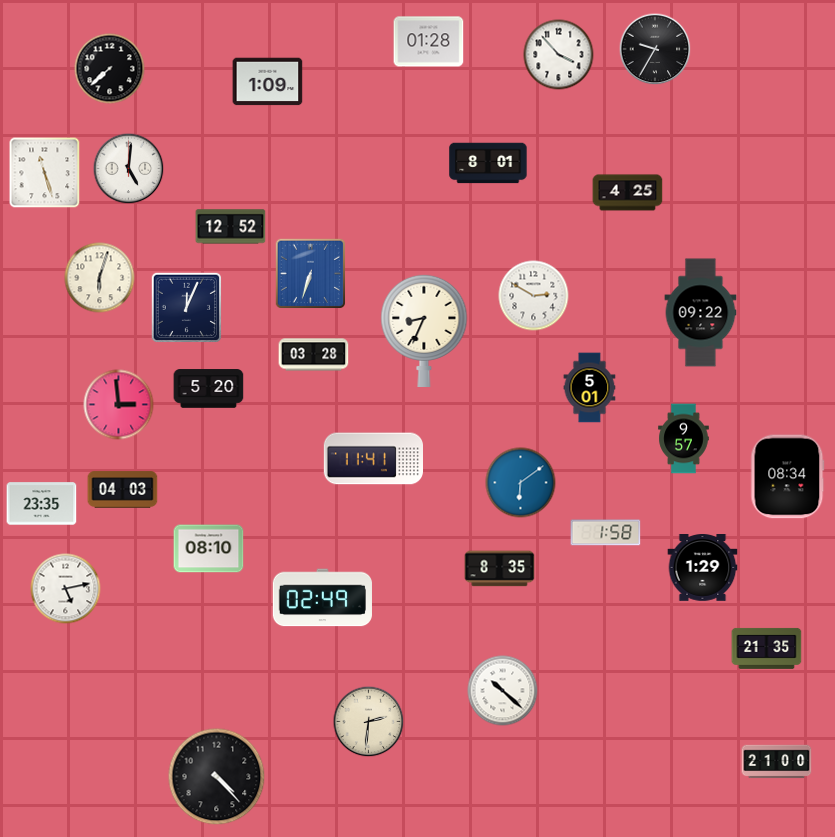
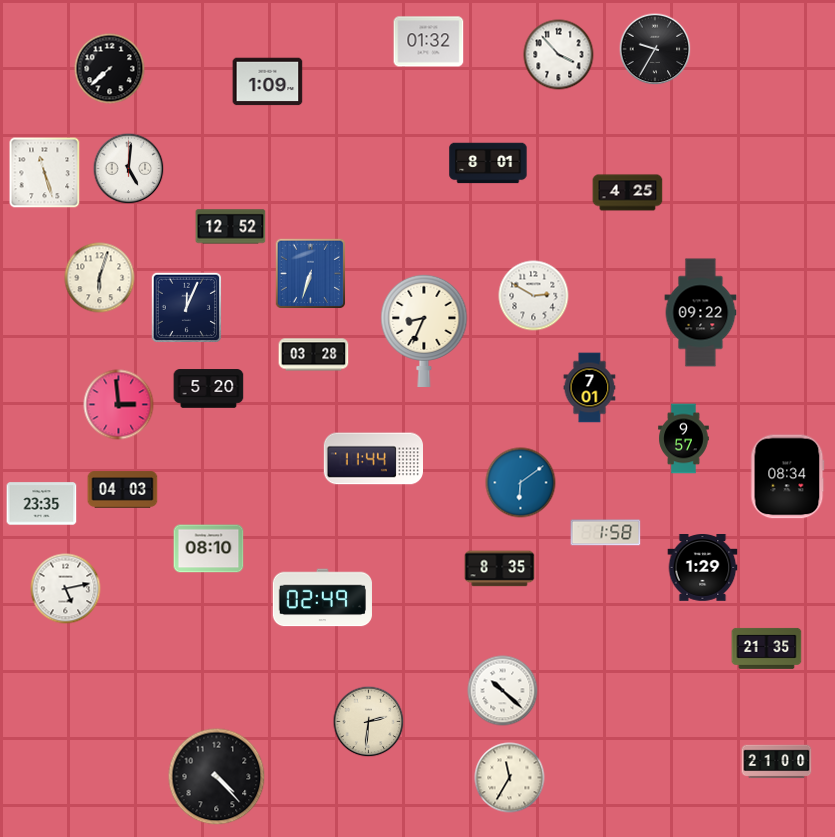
clock at (429, 42): 01:28 -> 01:32
clock at (590, 388): 5:01 -> 7:01
clock at (373, 459): 11:41 -> 11:44
clock at (510, 778): none -> 11:35
